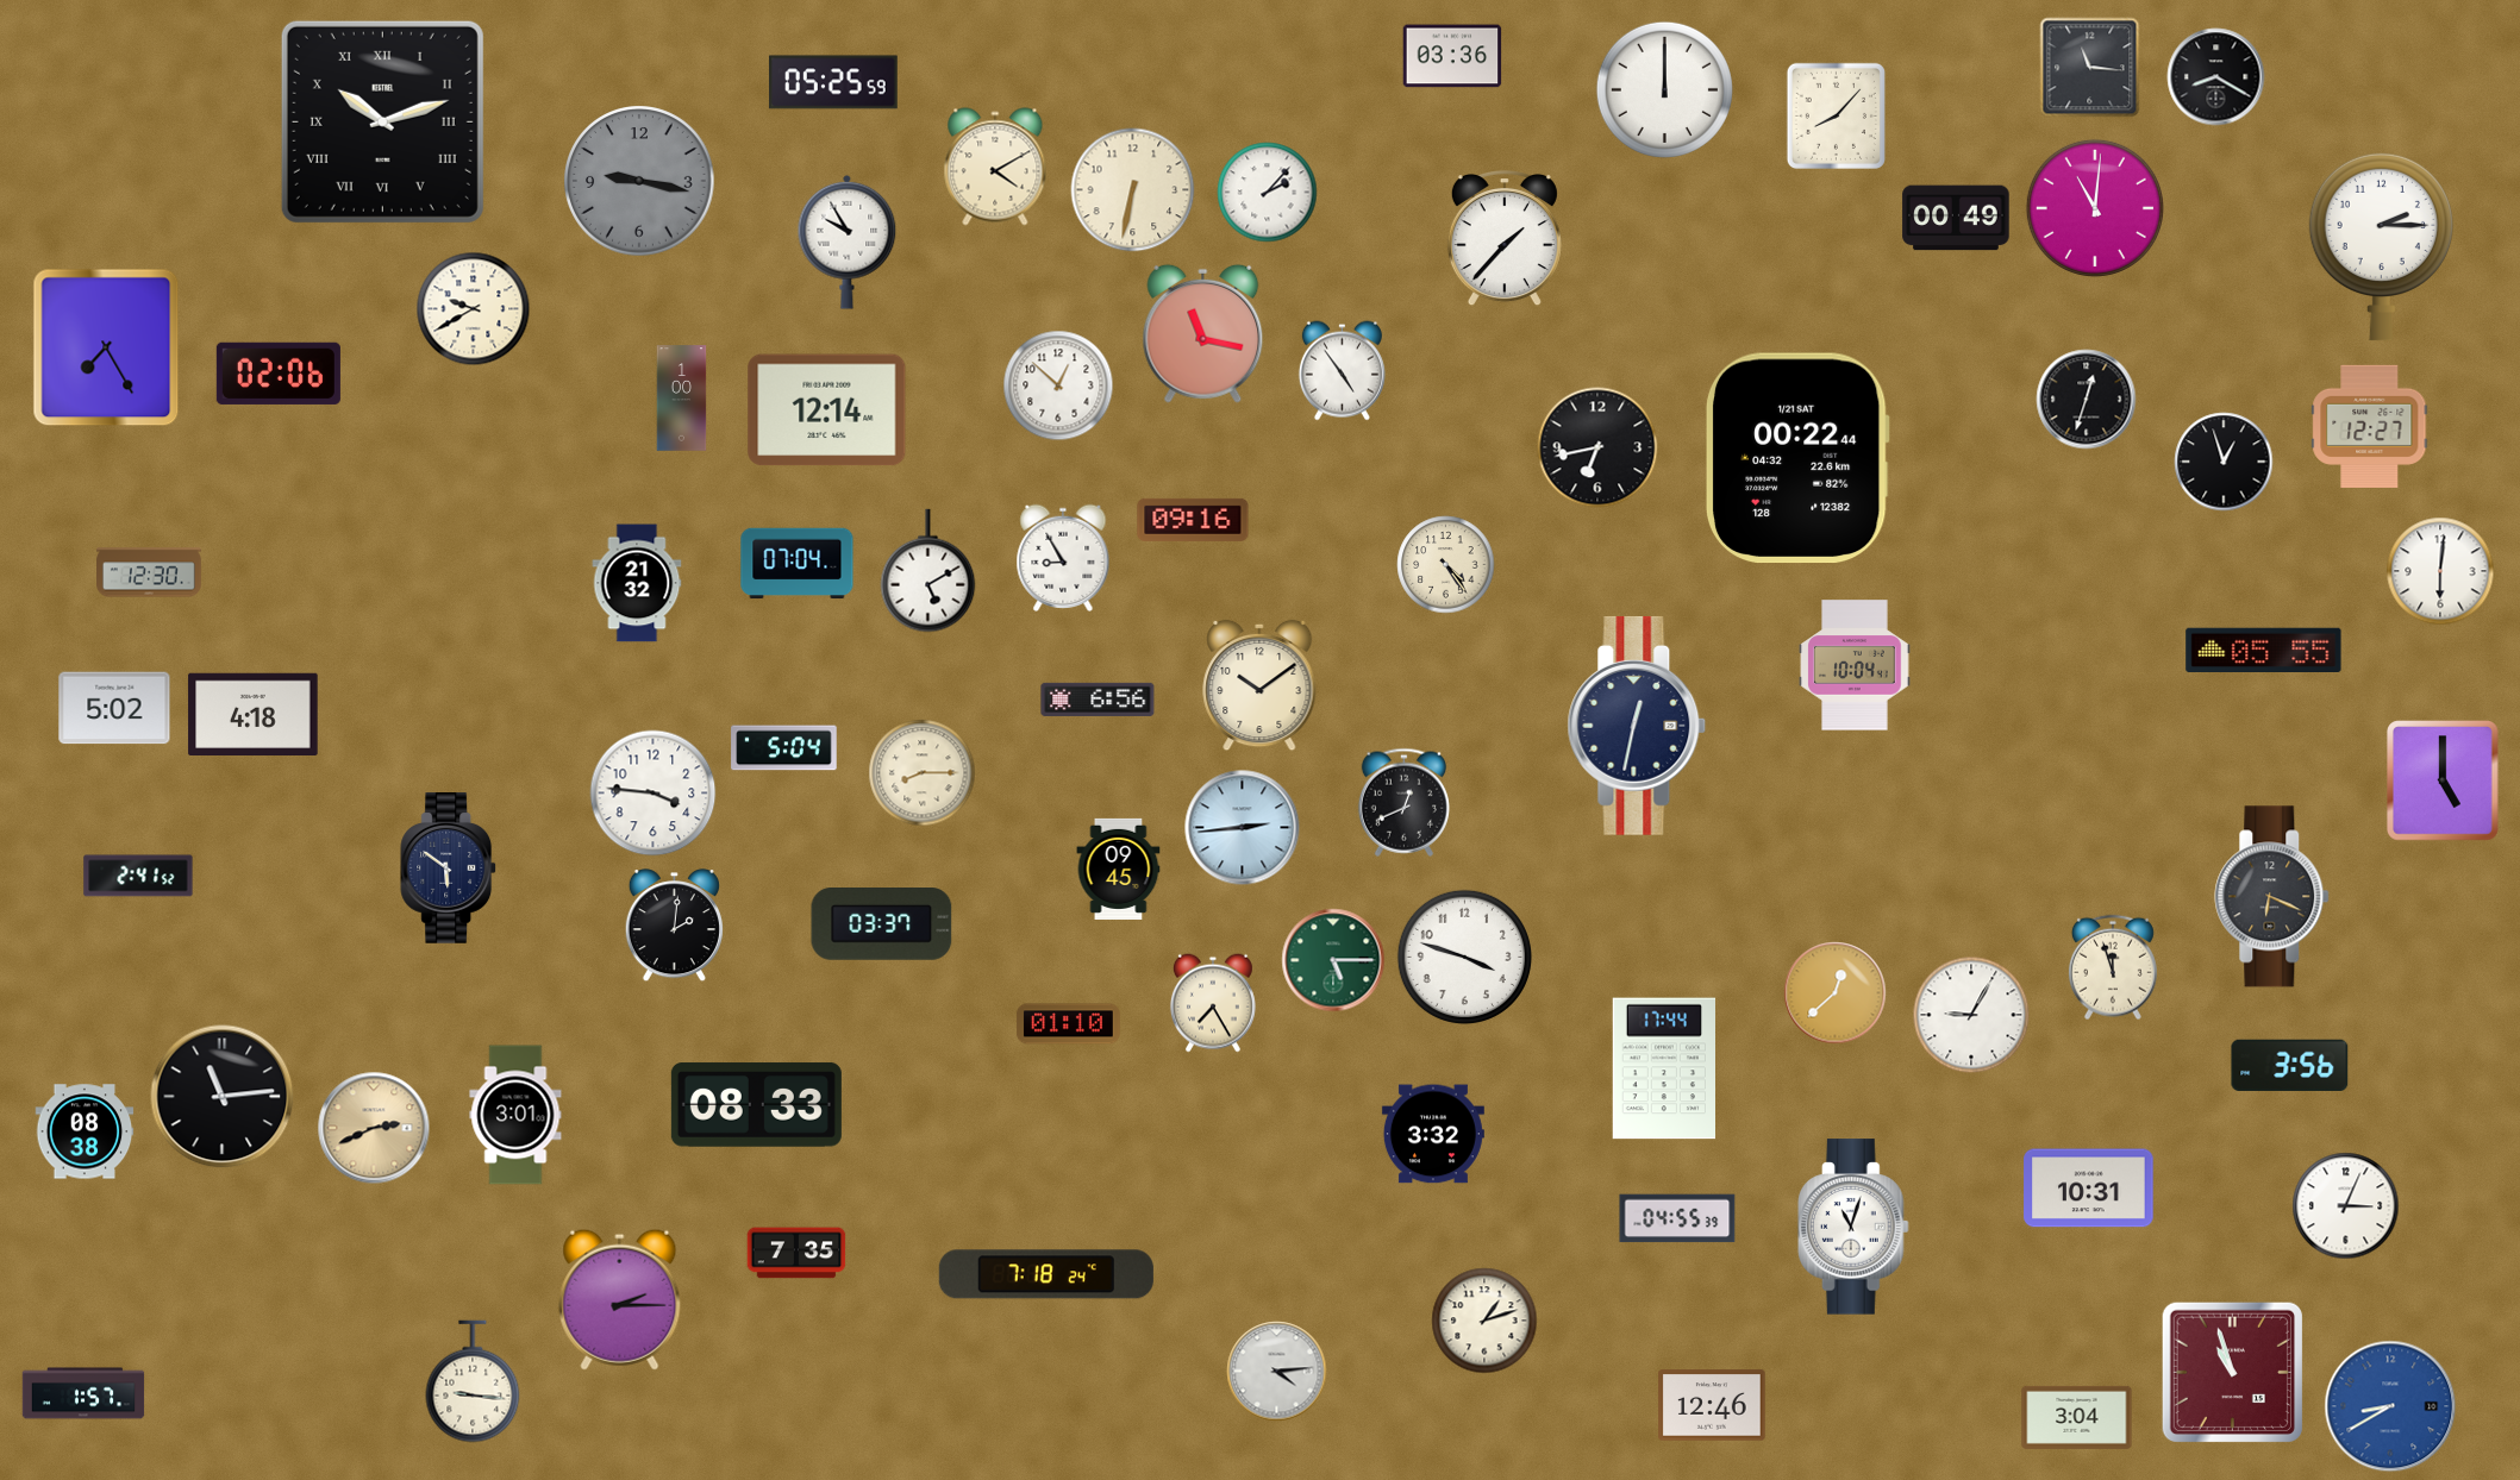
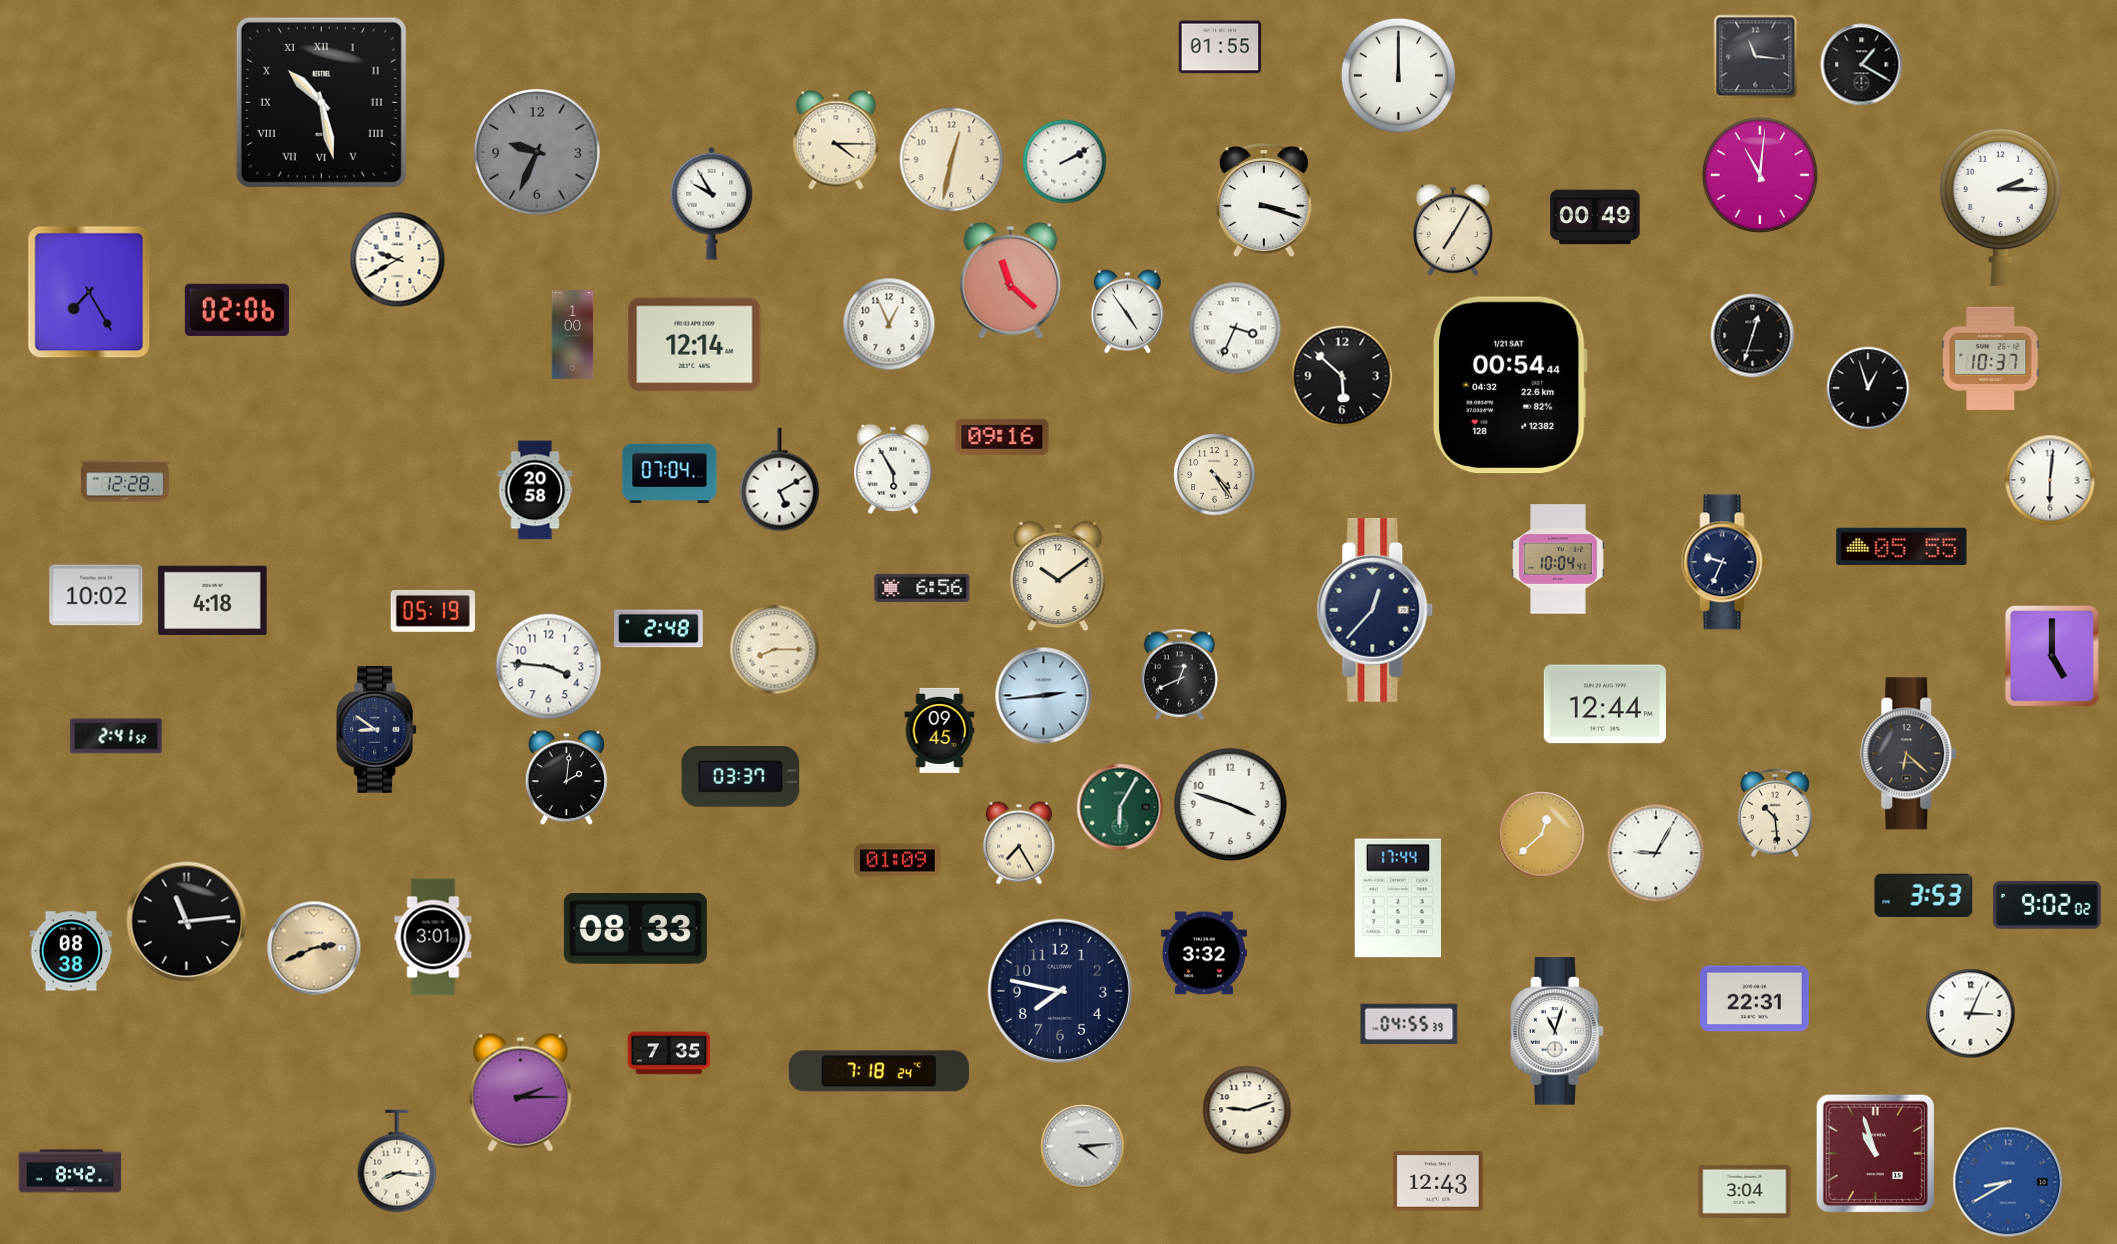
clock at (1452, 56): 03:36 -> 01:55
clock at (2216, 77): 8:20 -> 1:20
clock at (833, 82): 05:25 -> none
clock at (1836, 115): 8:07 -> none
clock at (382, 121): 10:12 -> 10:28
clock at (995, 167): 4:10 -> 4:15
clock at (639, 181): 9:17 -> 9:34
clock at (1133, 190): 6:32 -> 12:32
clock at (1268, 193): 2:07 -> 2:10
clock at (1956, 218) position: (1956, 218) -> (1595, 217)
clock at (1505, 239): 1:37 -> 3:18
clock at (1453, 230): none -> 7:05
clock at (1203, 333): 11:17 -> 11:22
clock at (279, 374) position: (279, 374) -> (237, 310)
clock at (1058, 385): 12:52 -> 12:56
clock at (1235, 328): none -> 3:34
clock at (2370, 426): 12:27 -> 10:37
clock at (1597, 447): 6:43 -> 5:52
clock at (1797, 458): 00:22 -> 00:54
clock at (1063, 558): 8:55 -> 5:55
clock at (150, 572): 12:30 -> 12:28
clock at (637, 583): 21:32 -> 20:58
clock at (1724, 562): none -> 9:34
clock at (114, 708): 5:02 -> 10:02
clock at (1637, 726): 12:32 -> 12:37
clock at (433, 611): none -> 05:19
clock at (784, 748): 5:04 -> 2:48
clock at (1605, 704): none -> 12:44
clock at (449, 868): 5:51 -> 8:51
clock at (2272, 897): 6:19 -> 6:22
clock at (1333, 960): 5:15 -> 6:05
clock at (2113, 967): 11:57 -> 10:29
clock at (1068, 1024): 01:10 -> 01:09
clock at (2290, 1065): 3:56 -> 3:53
clock at (2048, 905): none -> 9:02
clock at (1060, 991): none -> 7:47
clock at (2089, 1189): 10:31 -> 22:31
clock at (1484, 1321): 1:12 -> 9:12
clock at (1277, 1372) position: (1277, 1372) -> (1083, 1147)
clock at (473, 1381): 9:16 -> 8:16
clock at (83, 1393): 1:57 -> 8:42
clock at (1712, 1405): 12:46 -> 12:43
